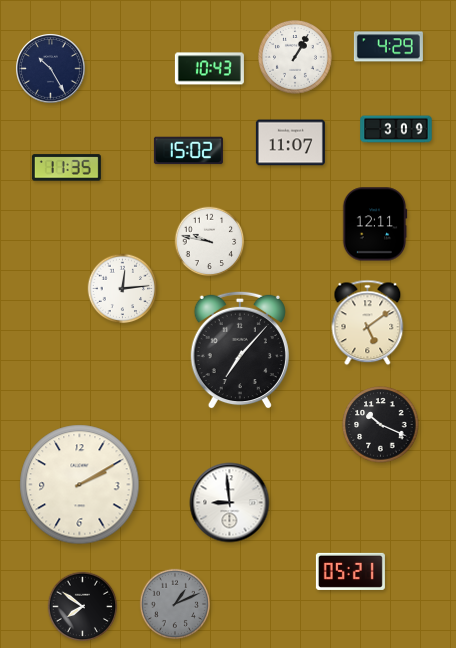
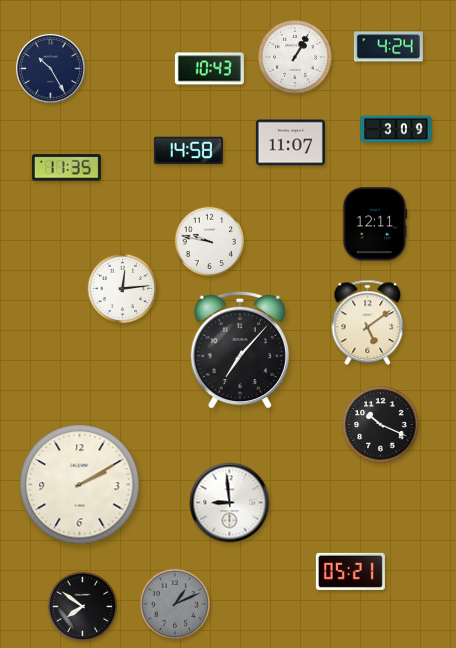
clock at (388, 47): 4:29 -> 4:24
clock at (188, 151): 15:02 -> 14:58
